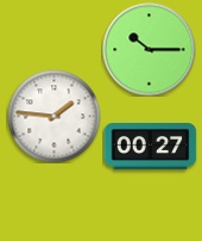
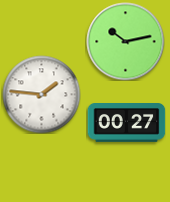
clock at (149, 49): 10:15 -> 10:13
clock at (53, 116) position: (53, 116) -> (41, 94)
